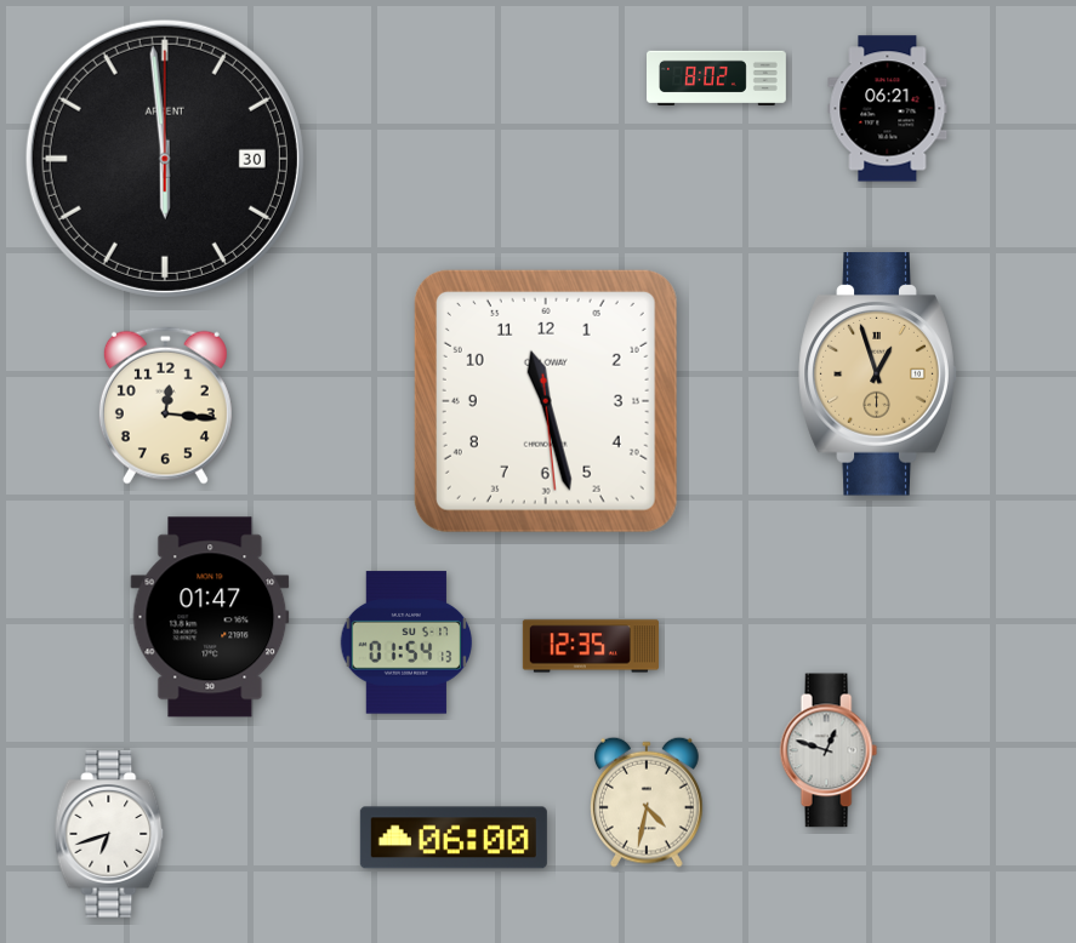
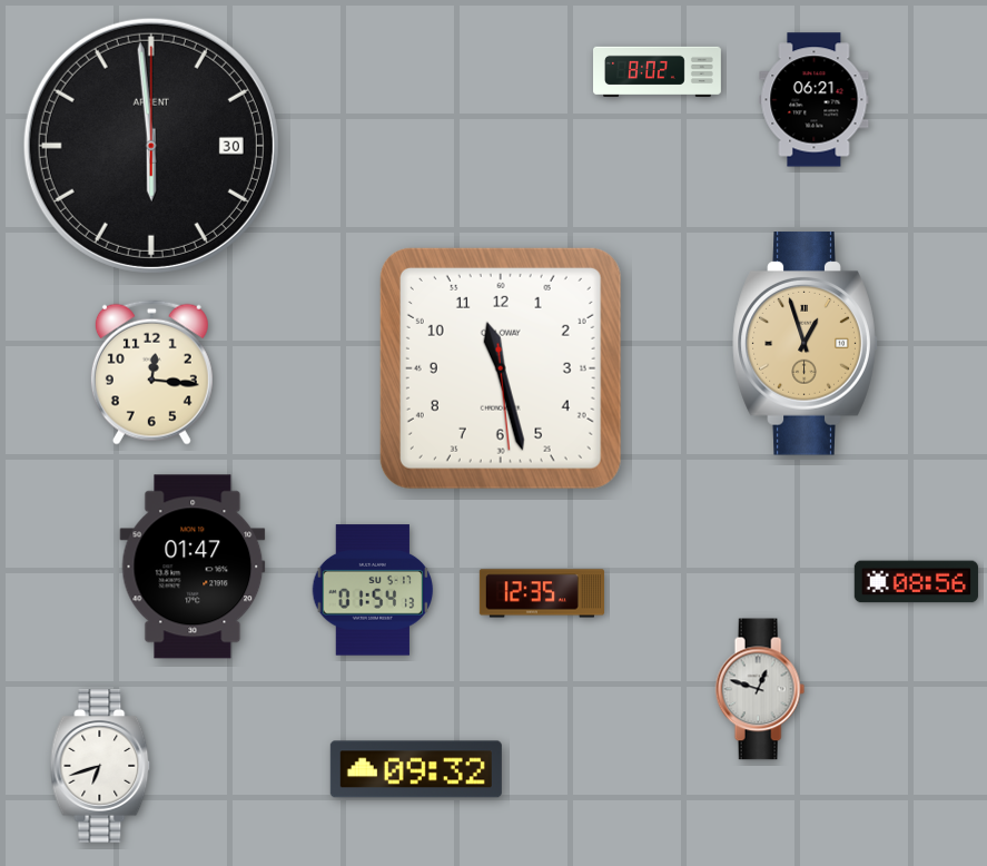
clock at (916, 582): none -> 08:56
clock at (647, 802): 4:32 -> none
clock at (454, 838): 06:00 -> 09:32
